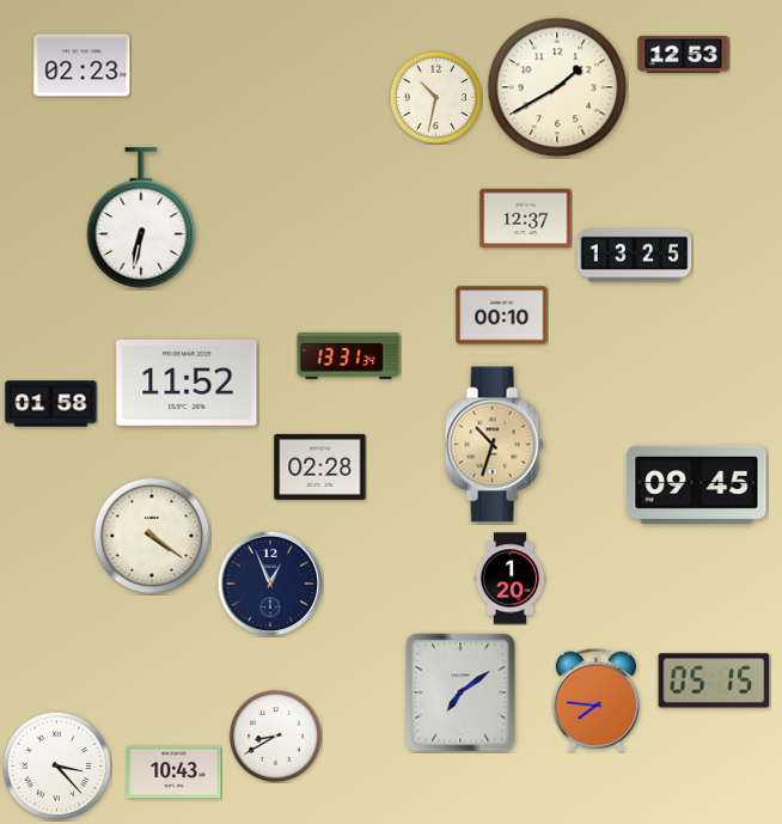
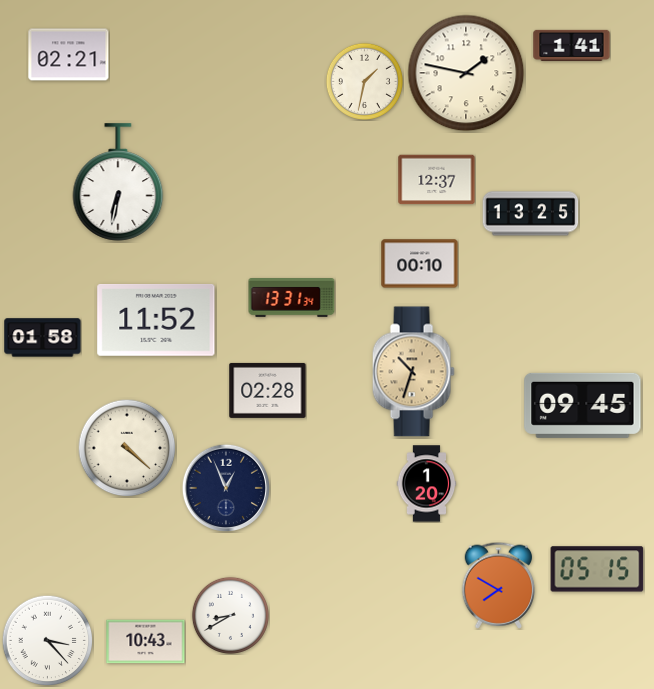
clock at (684, 54): 12:53 -> 1:41
clock at (83, 66): 02:23 -> 02:21
clock at (557, 87): 1:40 -> 1:47
clock at (435, 97): 10:32 -> 1:32
clock at (526, 219) position: (526, 219) -> (437, 180)
clock at (152, 536): 4:21 -> 4:22
clock at (460, 692): 7:09 -> none
clock at (597, 700): 7:46 -> 7:50
clock at (175, 773) position: (175, 773) -> (146, 642)
